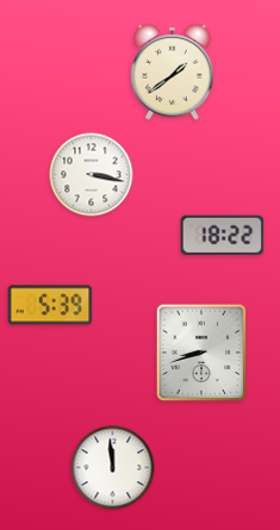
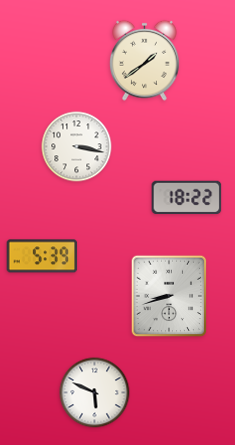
clock at (113, 468): 11:59 -> 5:49
